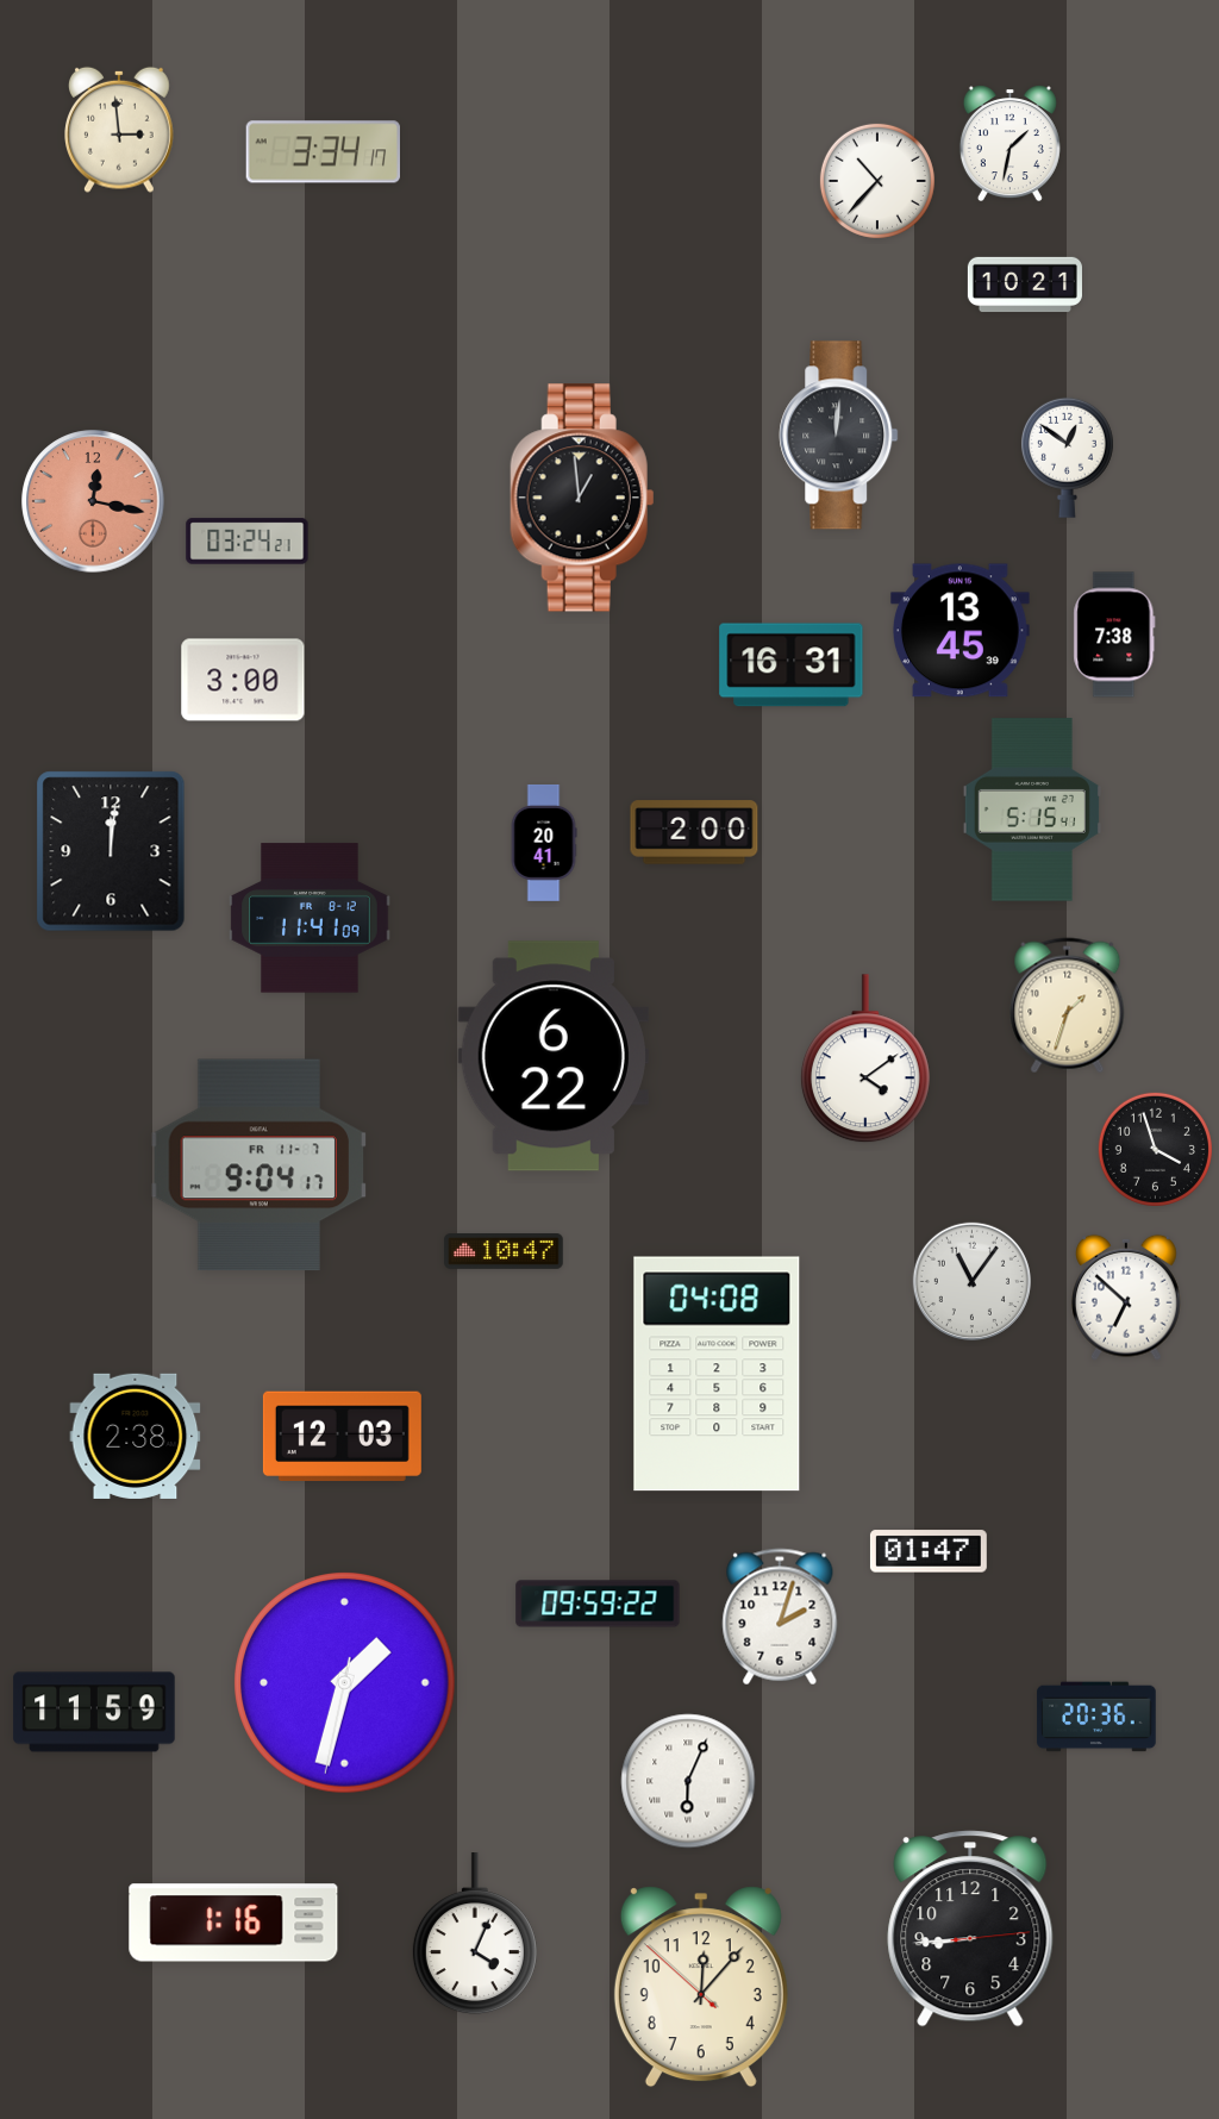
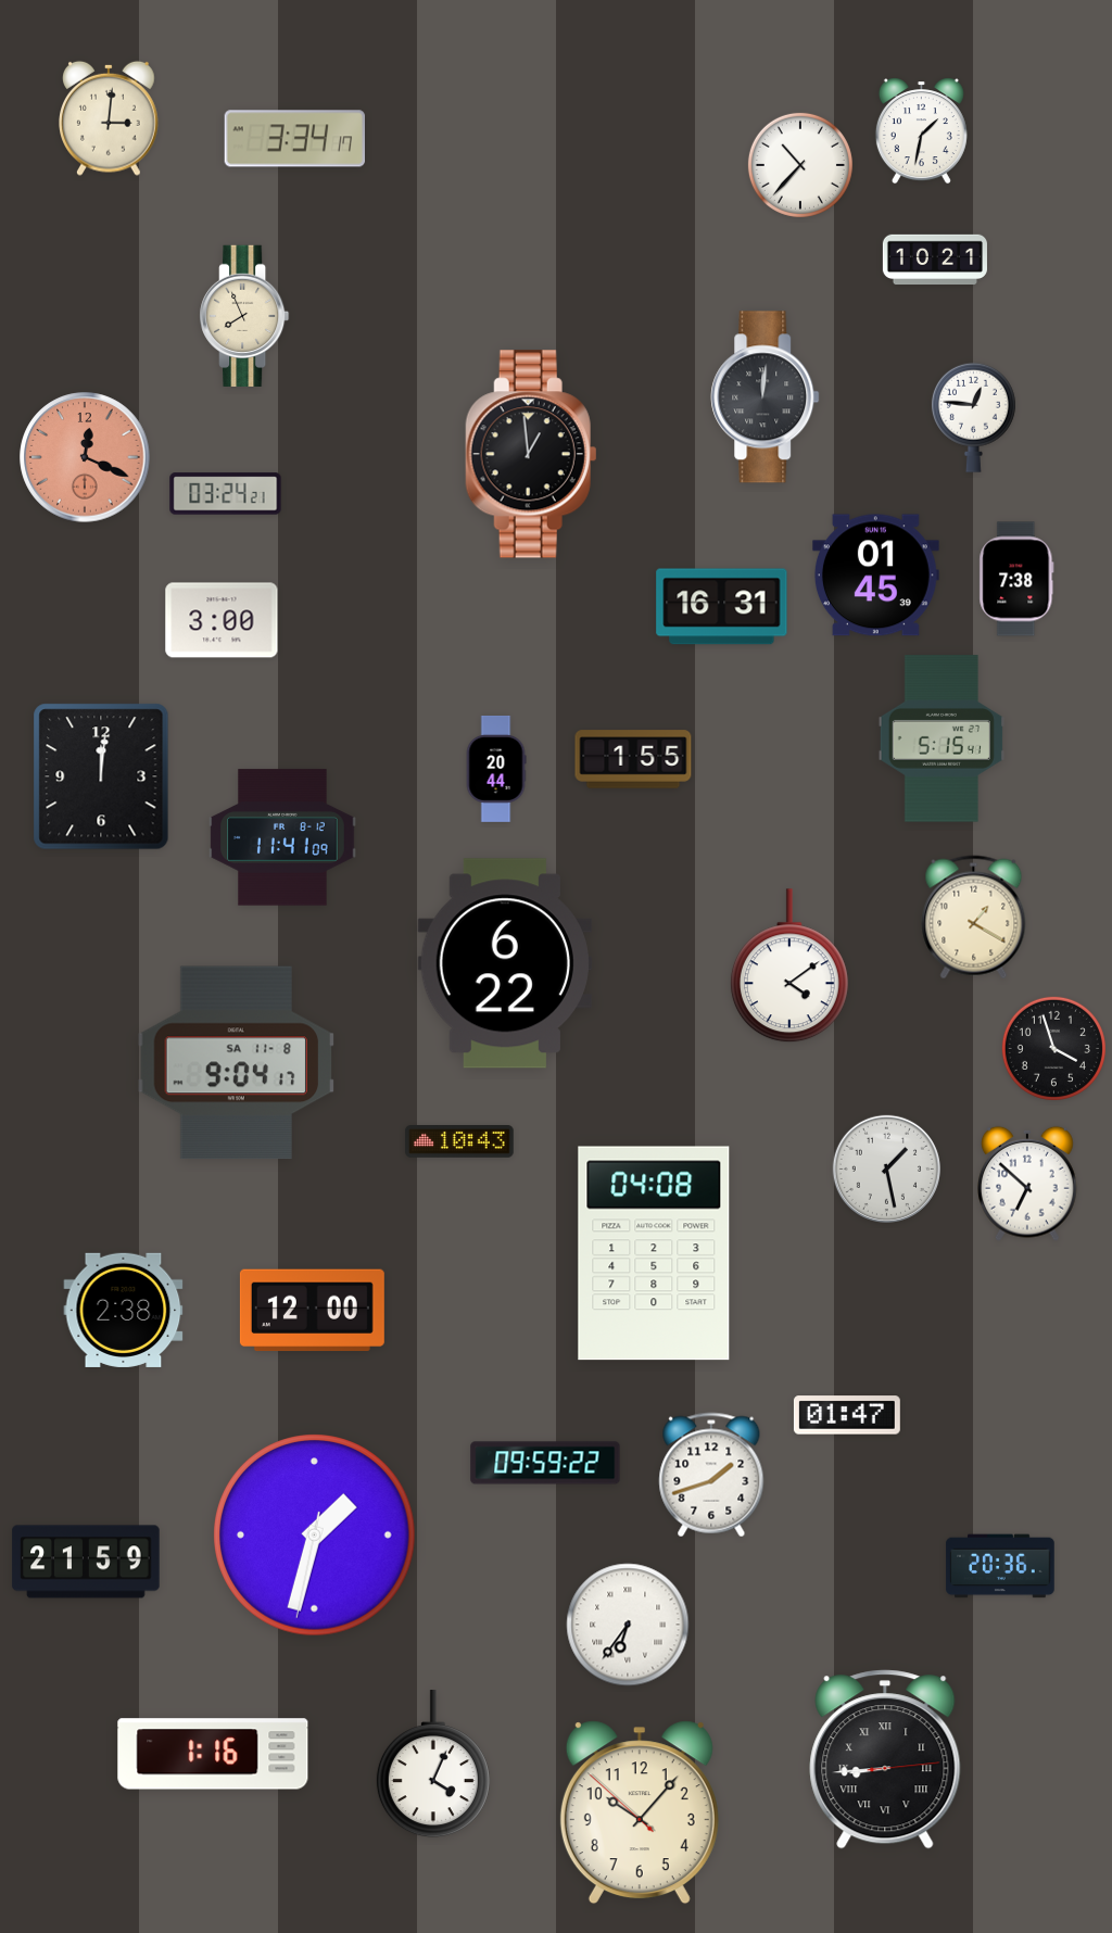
clock at (120, 130): 2:59 -> 3:01
clock at (244, 316): none -> 7:56
clock at (1067, 457): 12:51 -> 12:46
clock at (93, 501): 12:17 -> 12:19
clock at (959, 631): 13:45 -> 01:45
clock at (694, 832): 2:00 -> 1:55
clock at (544, 843): 20:41 -> 20:44
clock at (1068, 1006): 1:33 -> 1:20
clock at (258, 1165) date: FR 11-7 -> SA 11-8
clock at (504, 1252): 10:47 -> 10:43
clock at (971, 1281): 11:06 -> 1:28
clock at (342, 1437): 12:03 -> 12:00
clock at (780, 1617): 2:03 -> 1:42
clock at (94, 1712): 11:59 -> 21:59
clock at (688, 1781): 6:04 -> 6:36
clock at (970, 1929) numerals: Arabic -> Roman
clock at (701, 1987): 12:06 -> 10:06
